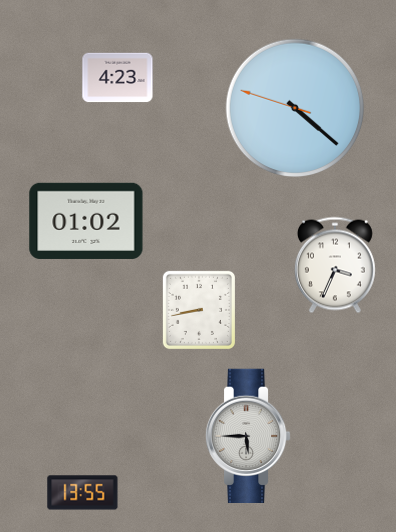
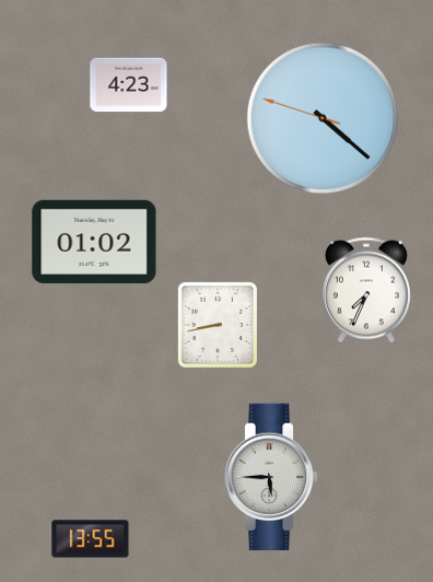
clock at (335, 265): 3:34 -> 7:34
clock at (199, 310) position: (199, 310) -> (218, 325)
